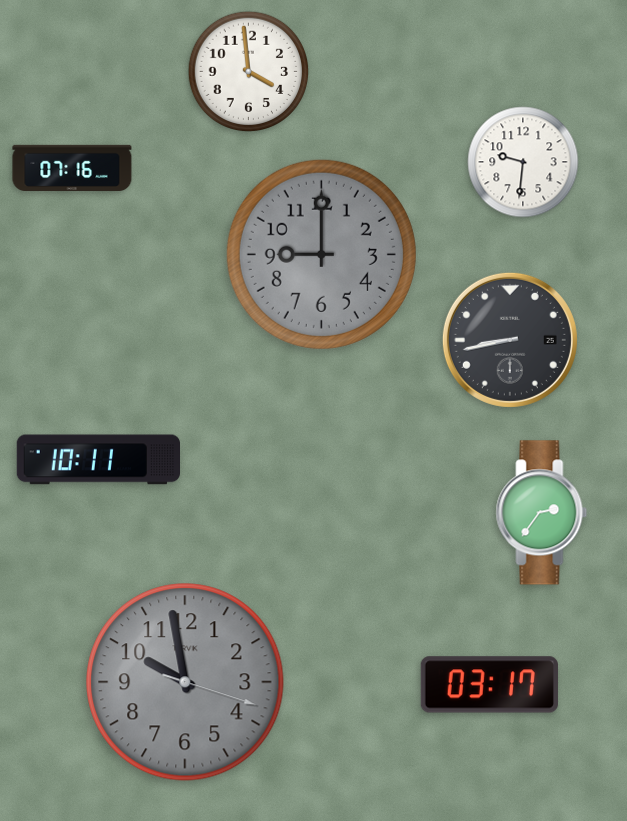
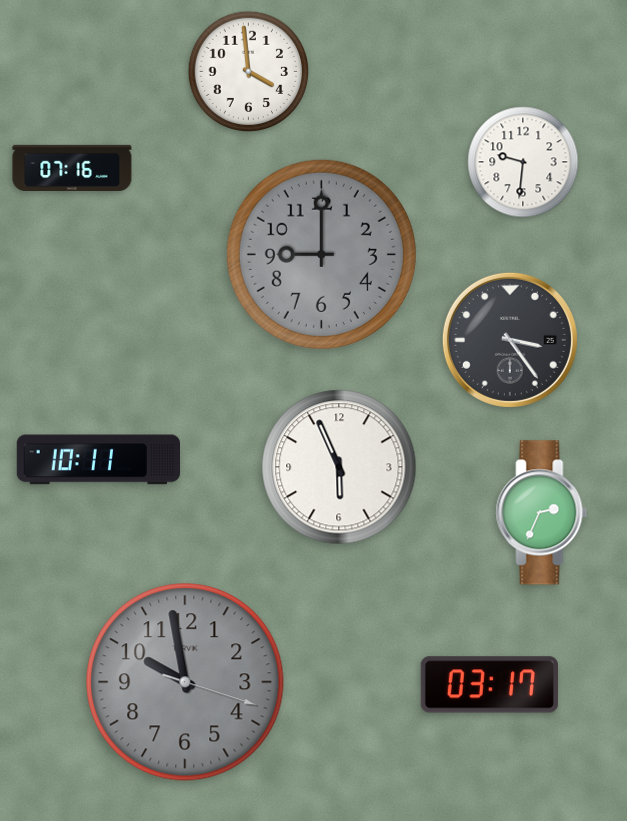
clock at (510, 340): 8:43 -> 3:24
clock at (339, 467): none -> 5:56
clock at (542, 513): 2:36 -> 2:34
